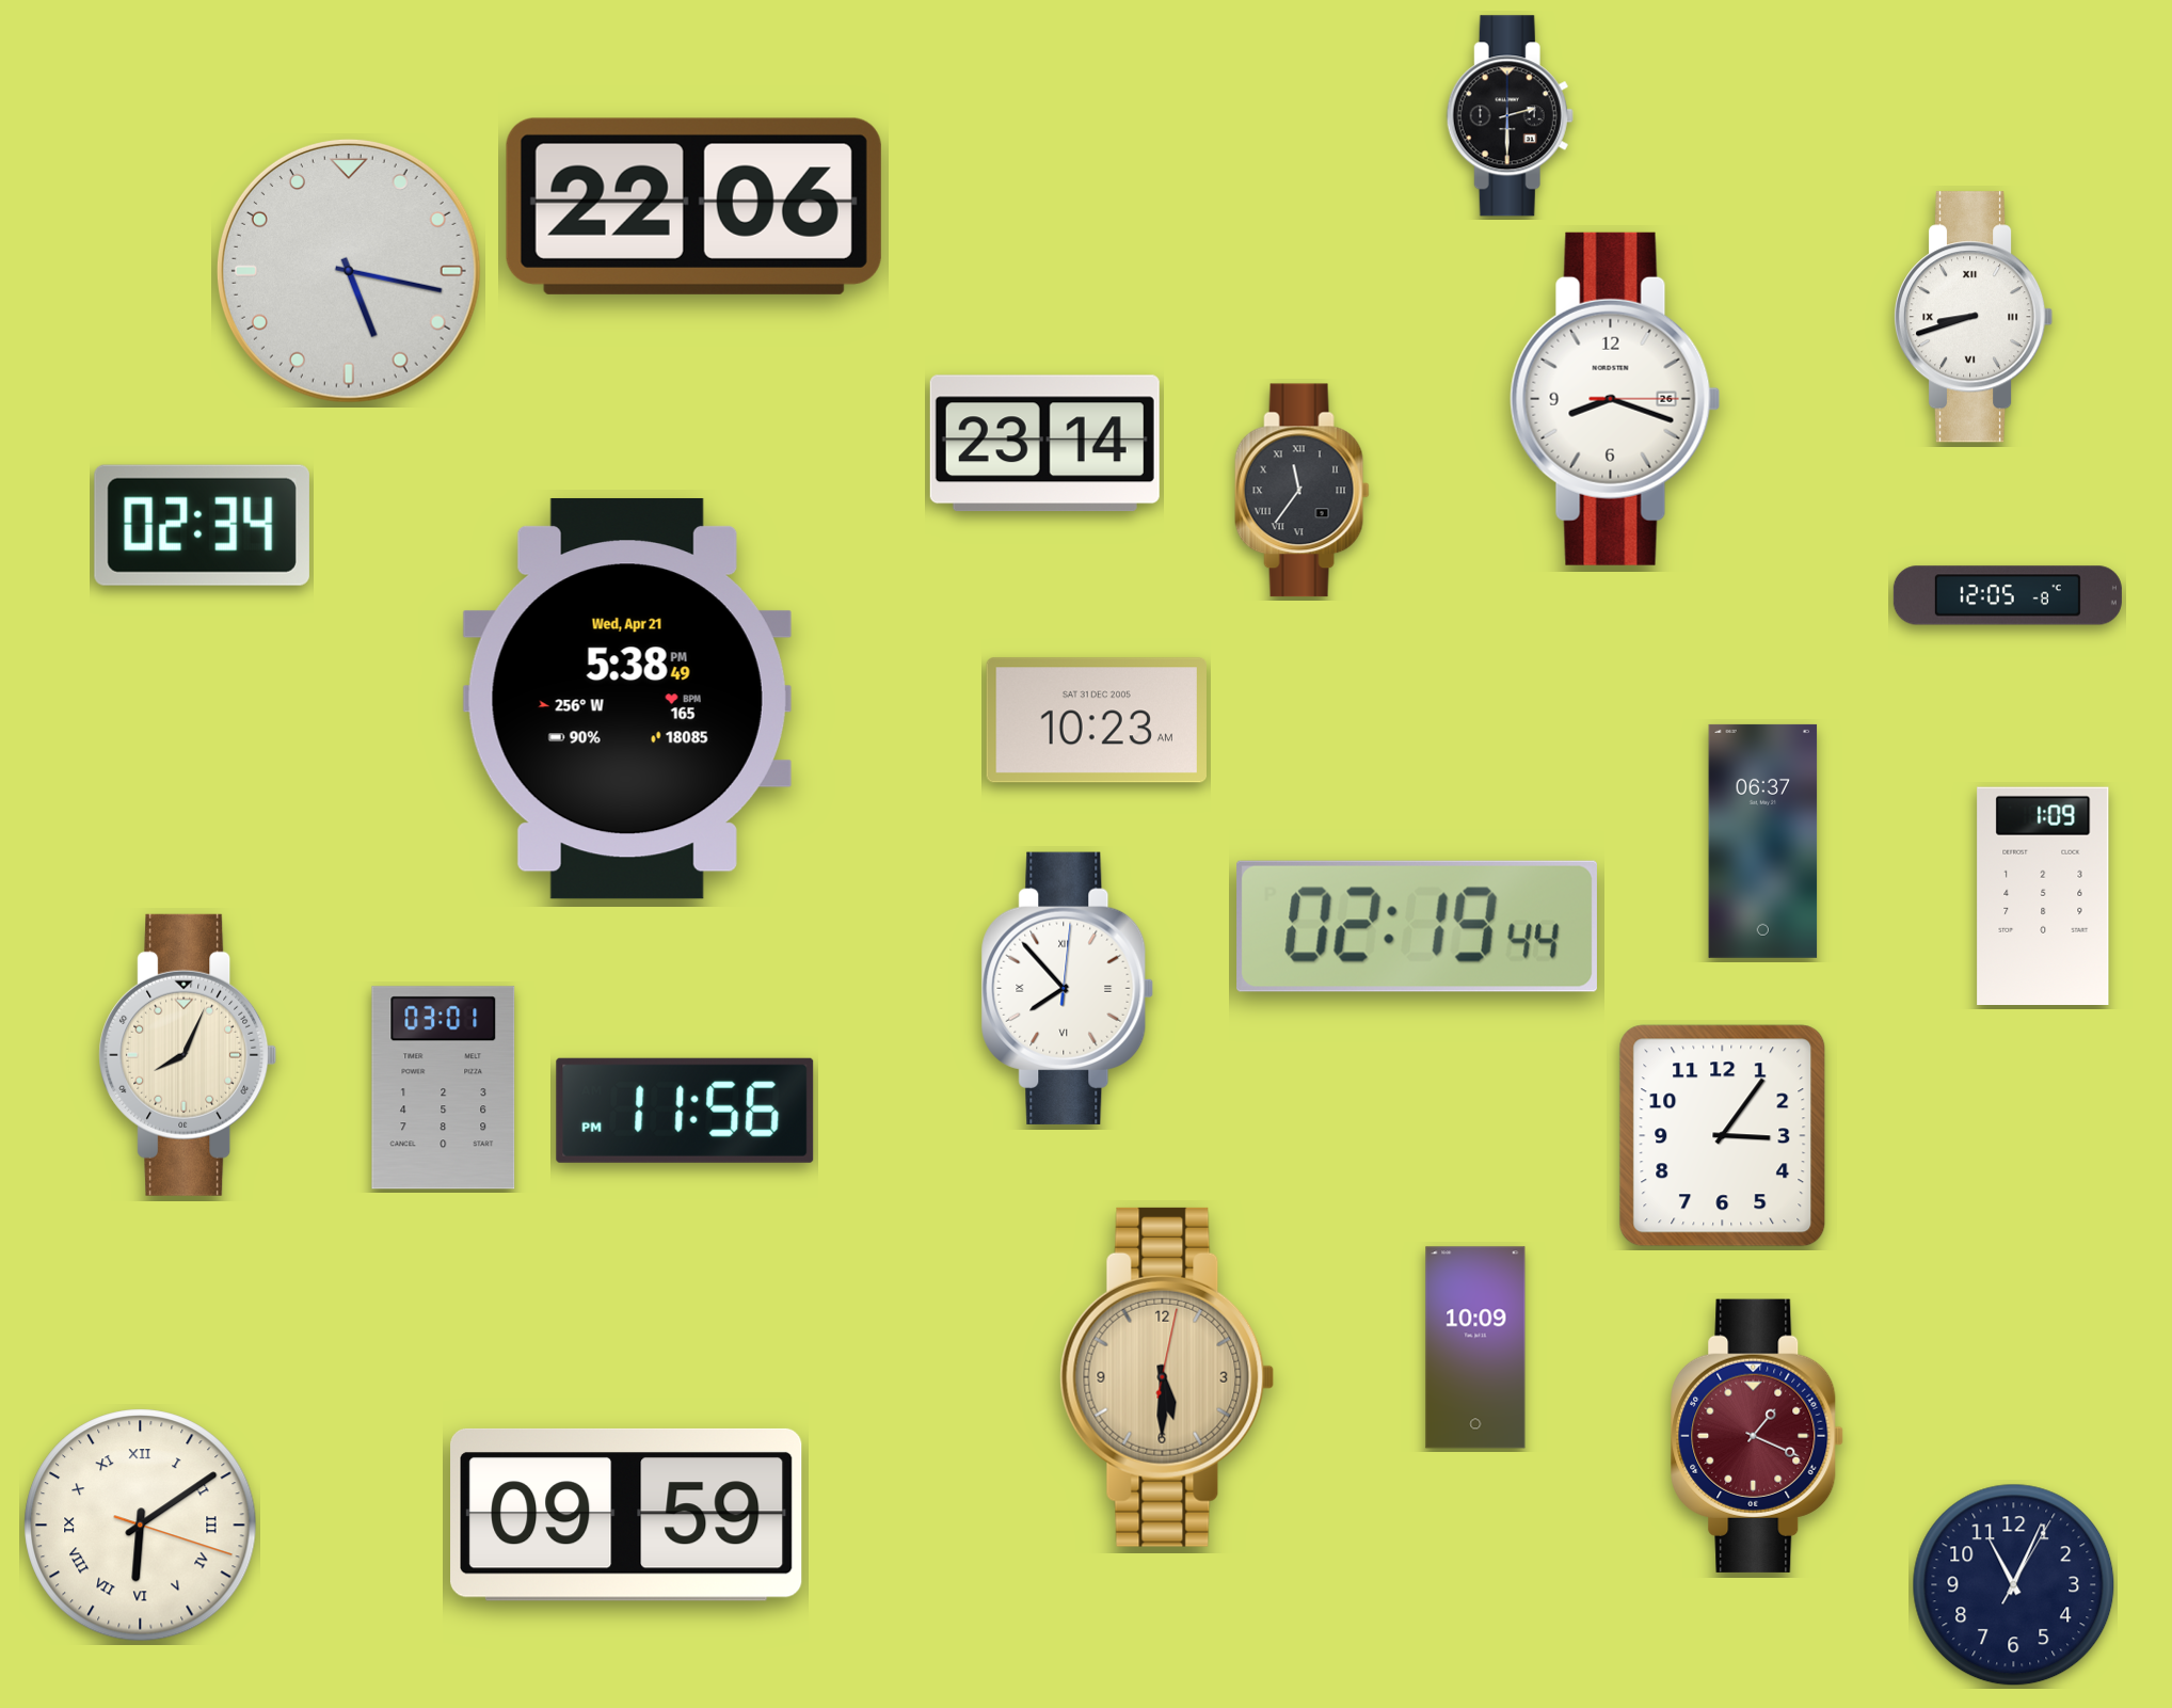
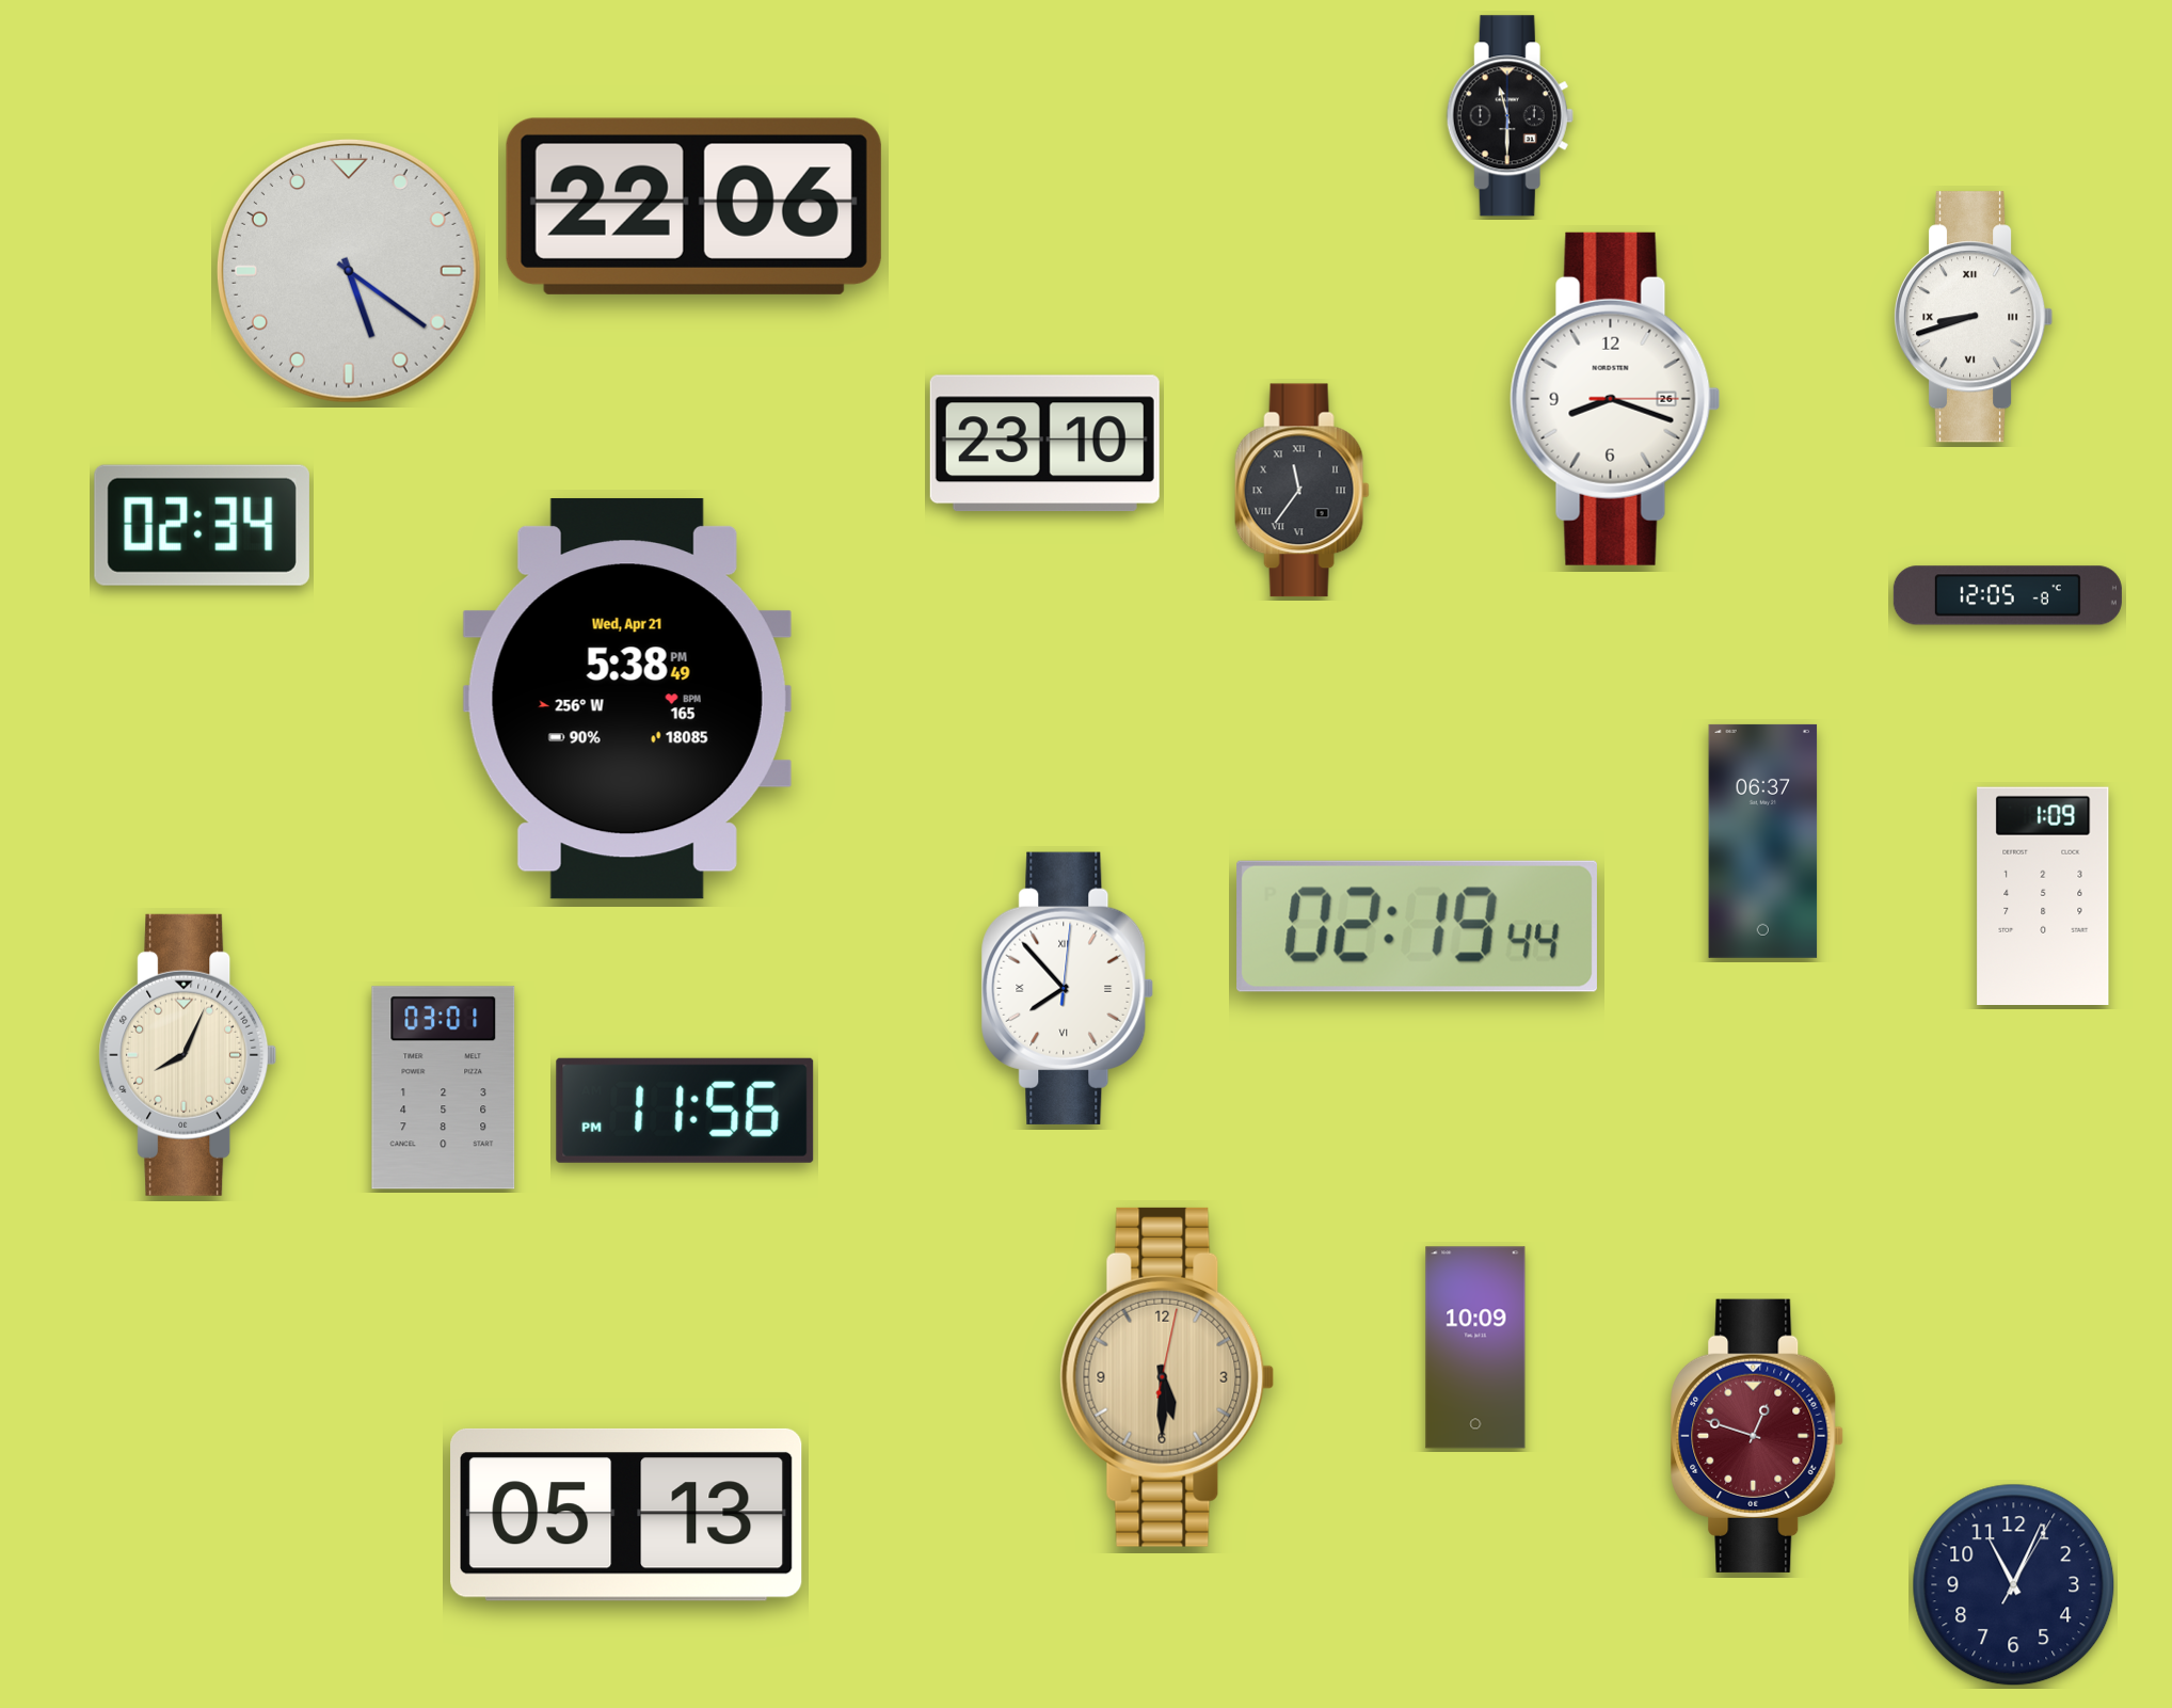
clock at (1510, 116): 2:30 -> 11:30
clock at (349, 271): 5:17 -> 5:21
clock at (1044, 444): 23:14 -> 23:10
clock at (1097, 720): 10:23 -> none
clock at (1723, 1136): 3:06 -> none
clock at (1757, 1436): 1:19 -> 12:48
clock at (626, 1515): 09:59 -> 05:13
clock at (141, 1526): 6:09 -> none
